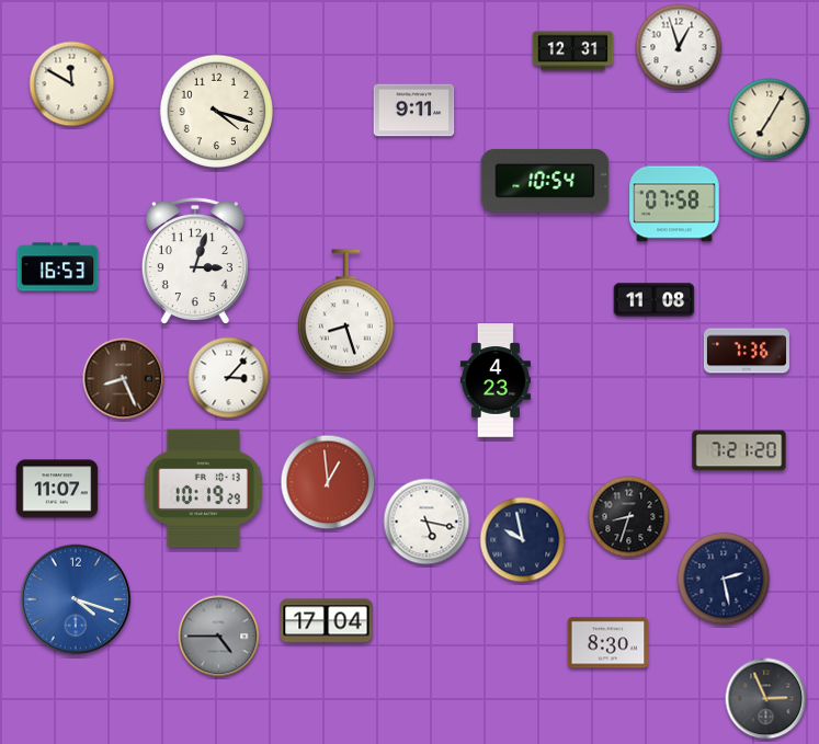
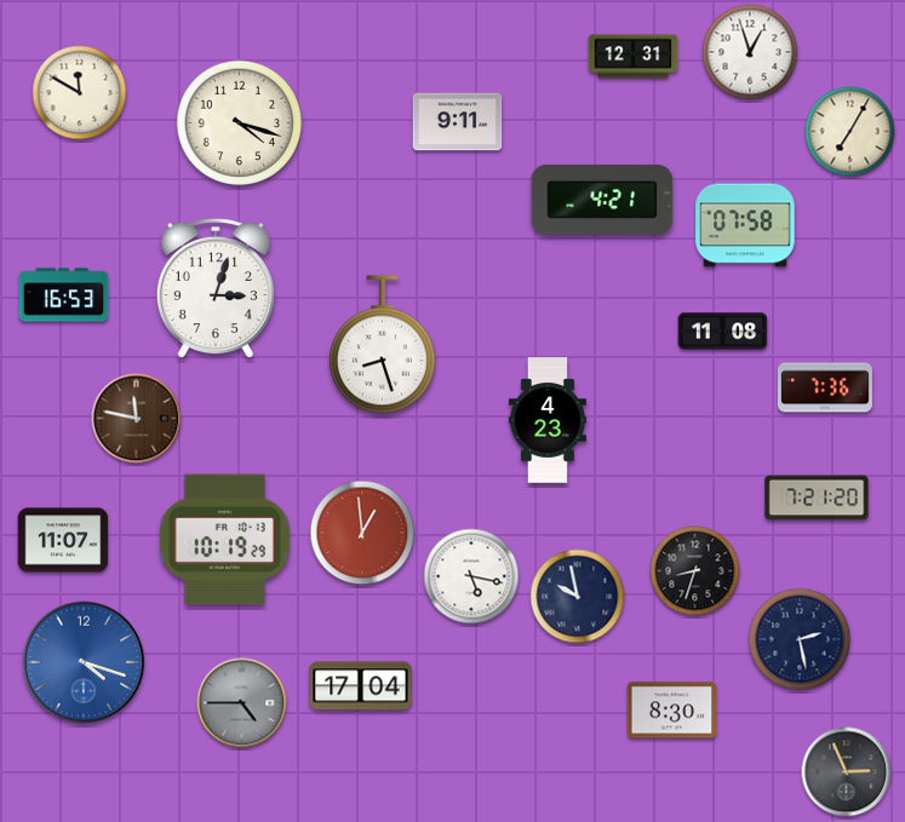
clock at (545, 181): 10:54 -> 4:21
clock at (229, 378): 3:07 -> none
clock at (124, 379): 8:26 -> 11:47
